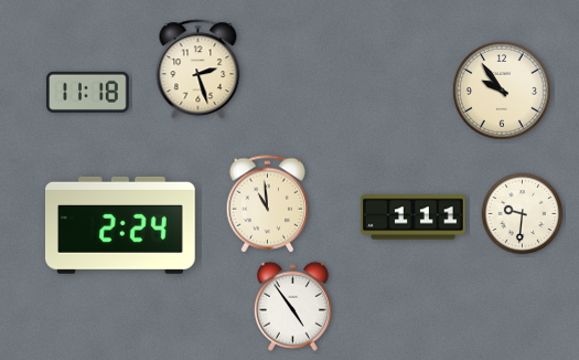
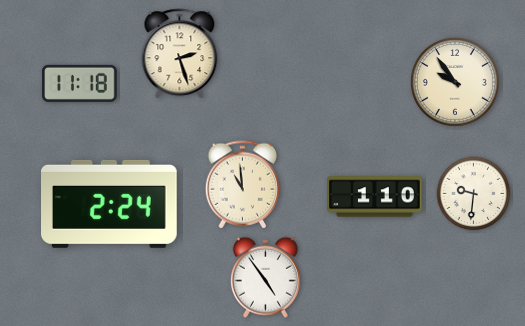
clock at (199, 70) position: (199, 70) -> (180, 54)
clock at (414, 218): 1:11 -> 1:10
